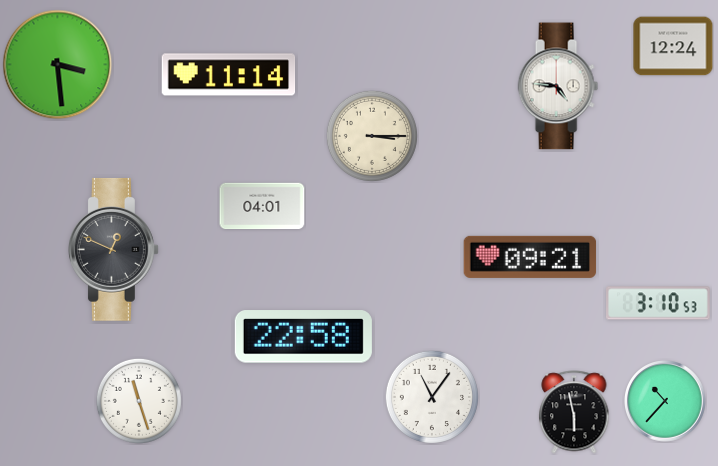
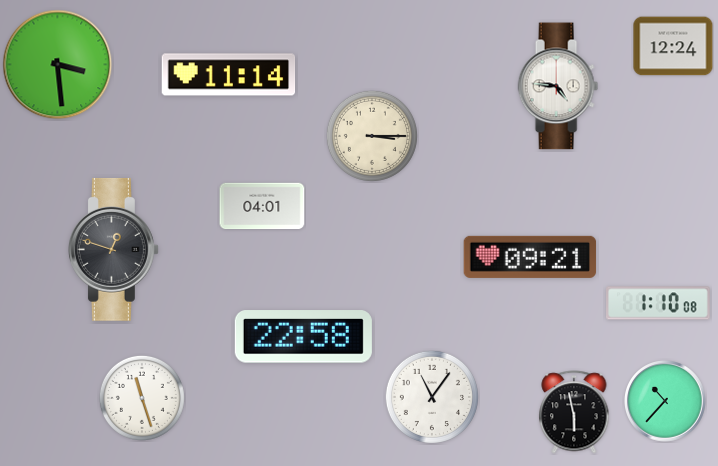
clock at (113, 249): 12:49 -> 12:48
clock at (659, 303): 3:10 -> 1:10
clock at (139, 401) position: (139, 401) -> (142, 398)
